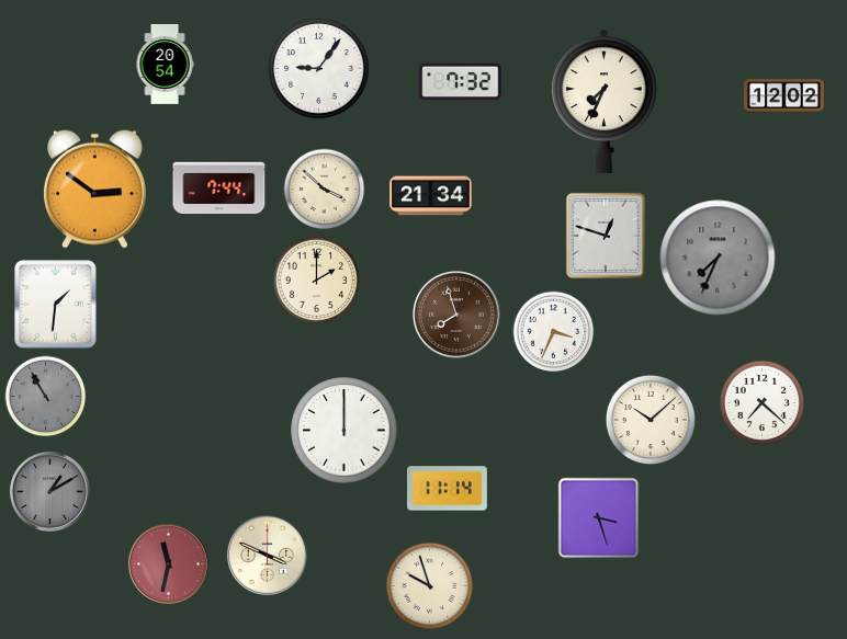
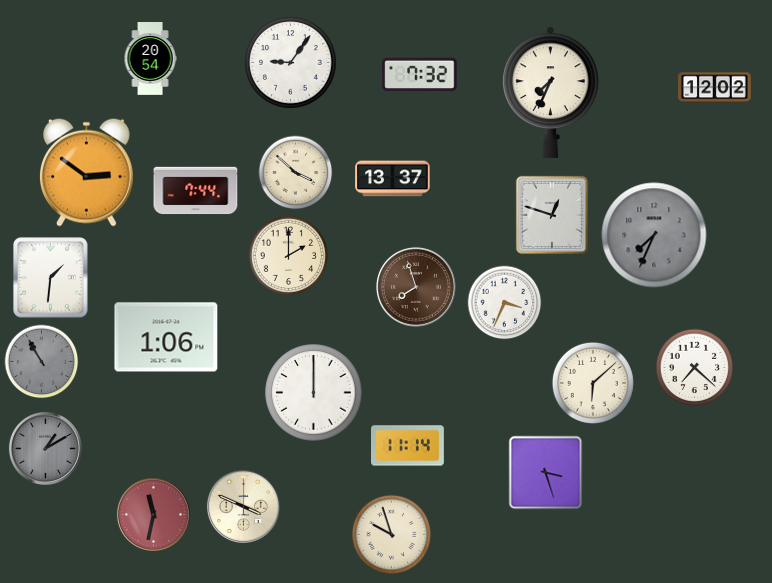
clock at (219, 189) position: (219, 189) -> (196, 191)
clock at (431, 196): 21:34 -> 13:37
clock at (166, 337): none -> 1:06
clock at (651, 420): 10:08 -> 6:08
